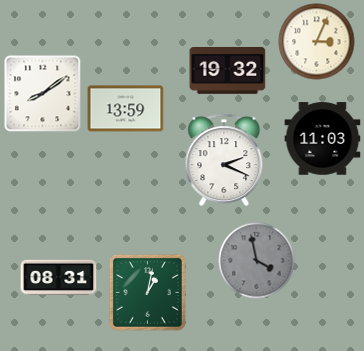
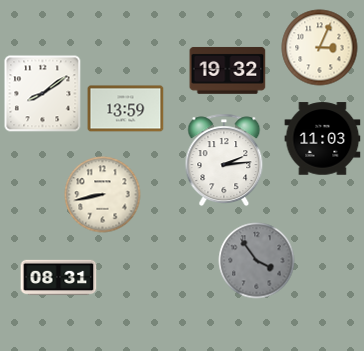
clock at (317, 42) position: (317, 42) -> (320, 48)
clock at (224, 160): 2:19 -> 2:14
clock at (103, 195): none -> 8:43
clock at (257, 261): 3:58 -> 3:54
clock at (147, 292): 1:02 -> none
